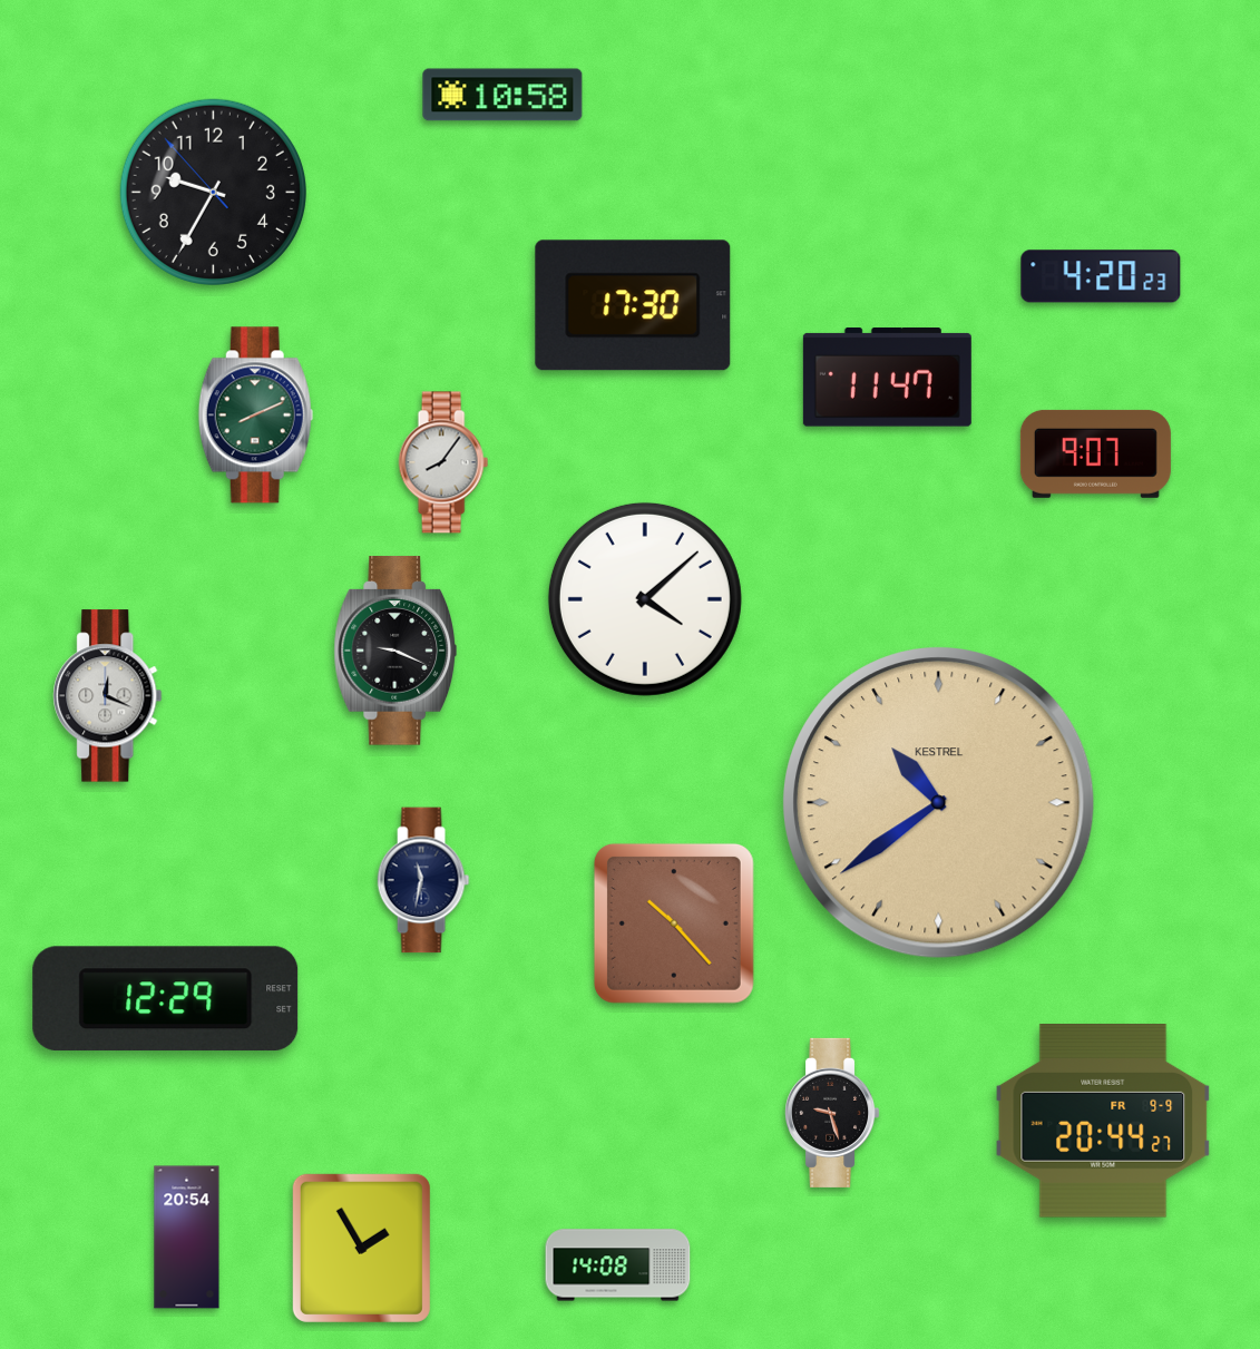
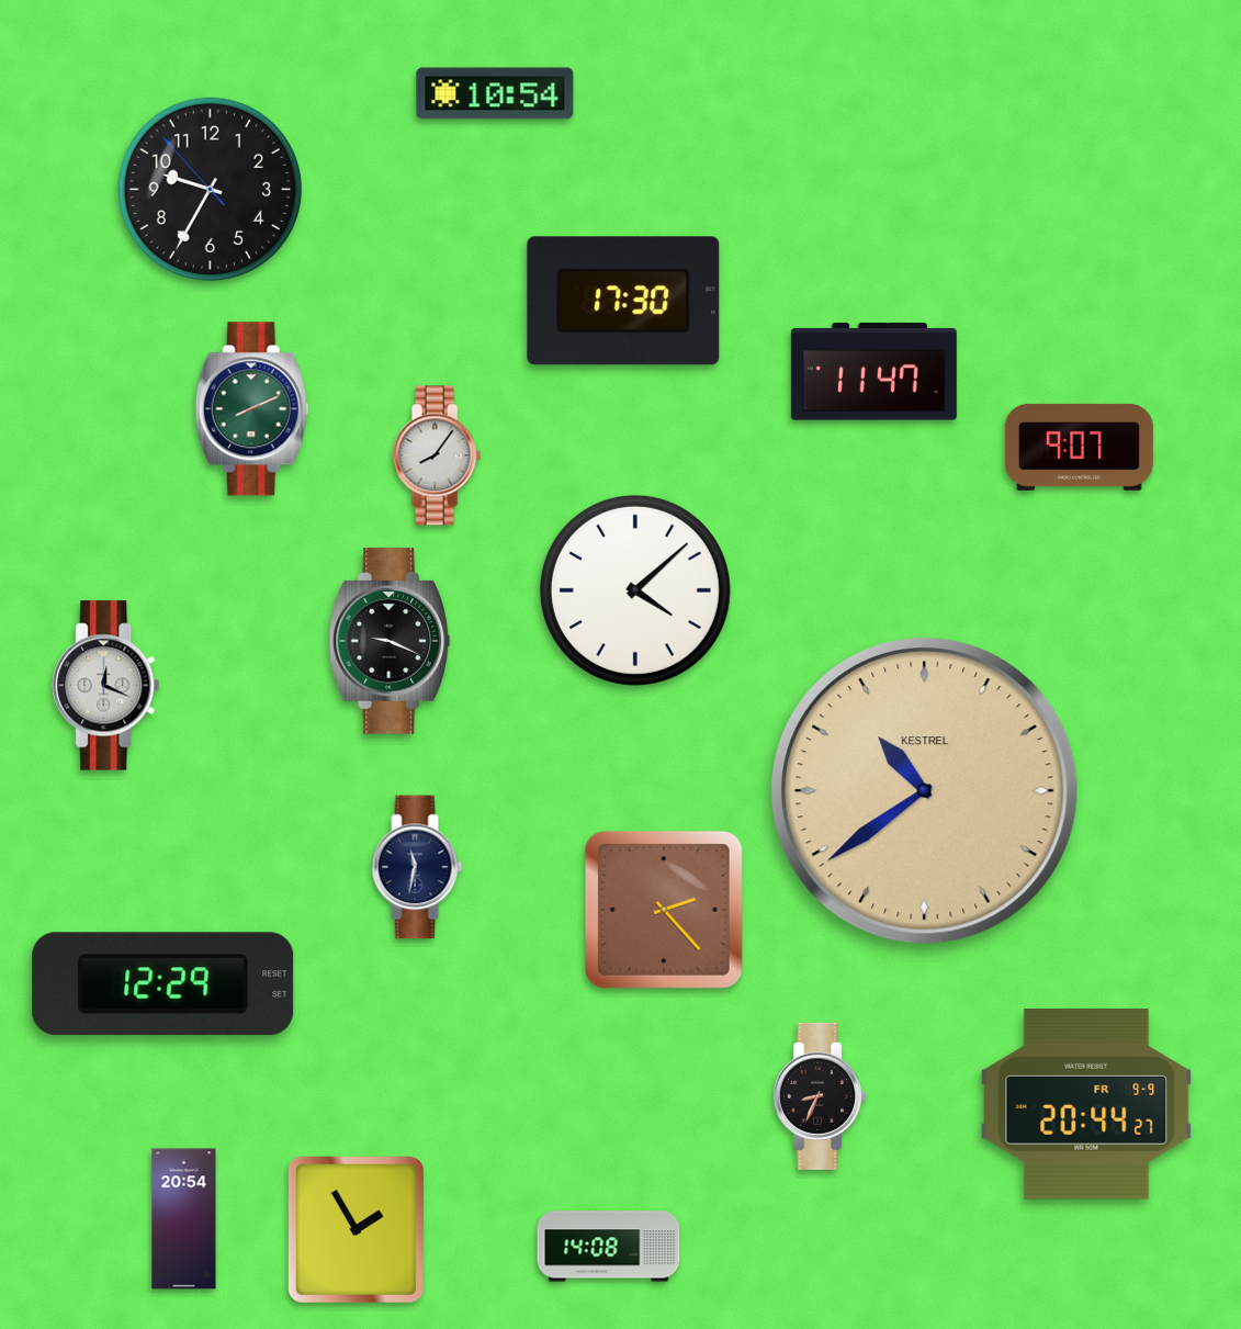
clock at (502, 95): 10:58 -> 10:54
clock at (1101, 276): 4:20 -> none
clock at (674, 923): 10:23 -> 2:23
clock at (833, 1113): 9:27 -> 8:34
